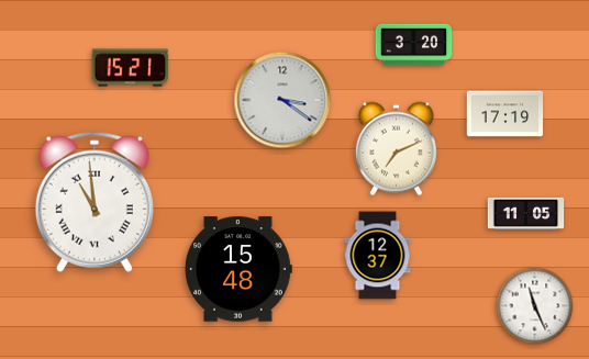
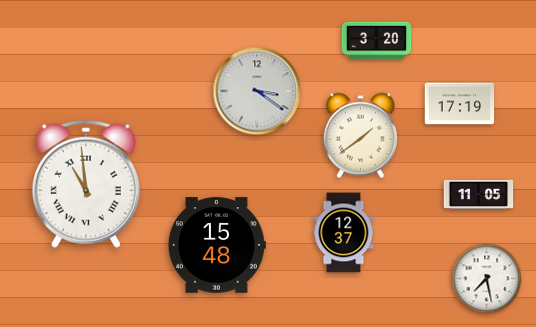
clock at (131, 68): 15:21 -> none
clock at (396, 149): 7:11 -> 1:39
clock at (535, 306): 11:26 -> 7:28
